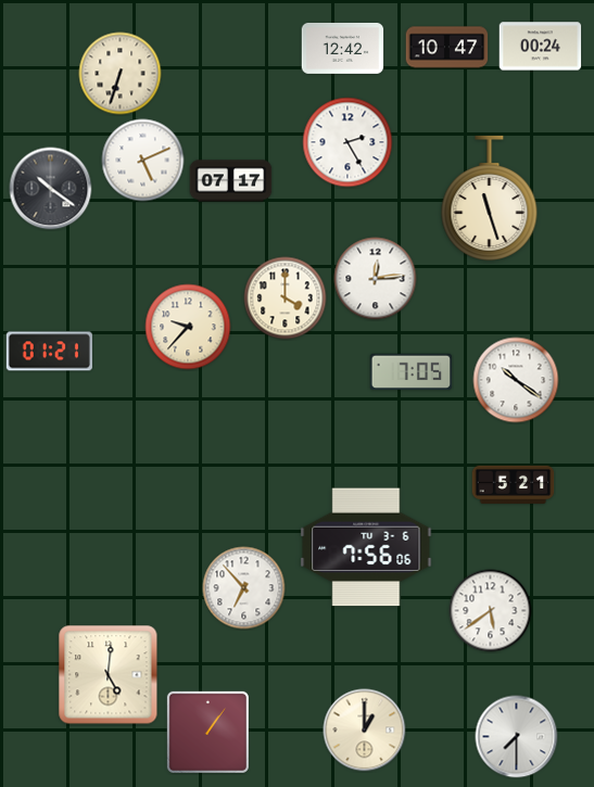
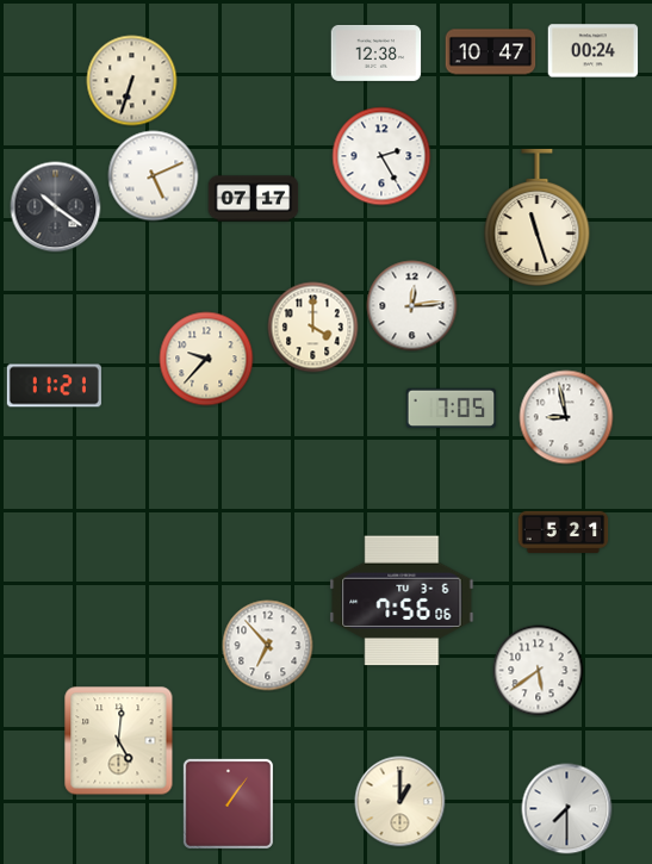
clock at (343, 48): 12:42 -> 12:38
clock at (143, 161) position: (143, 161) -> (154, 176)
clock at (49, 352): 01:21 -> 11:21
clock at (516, 380): 10:21 -> 8:58
